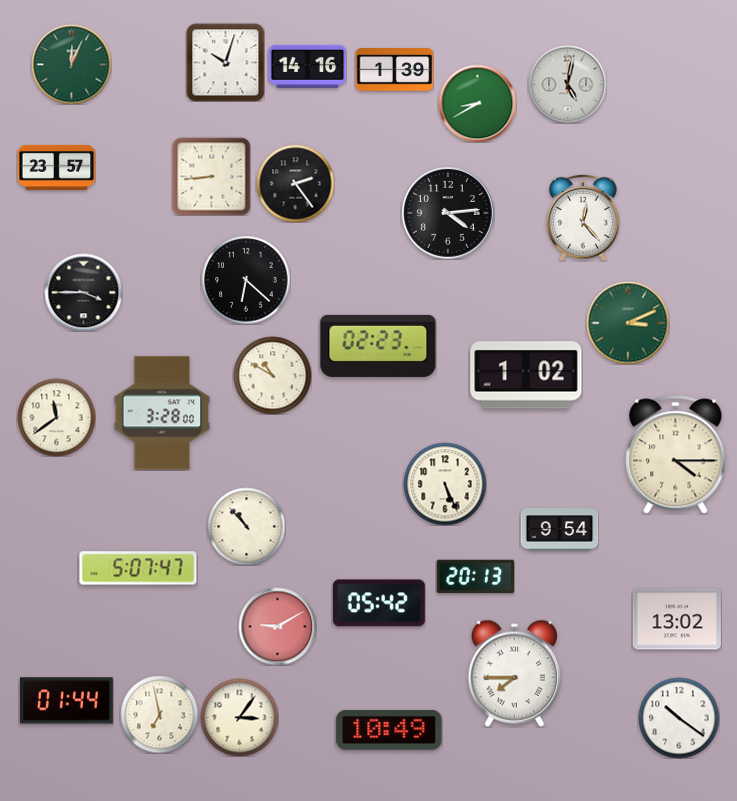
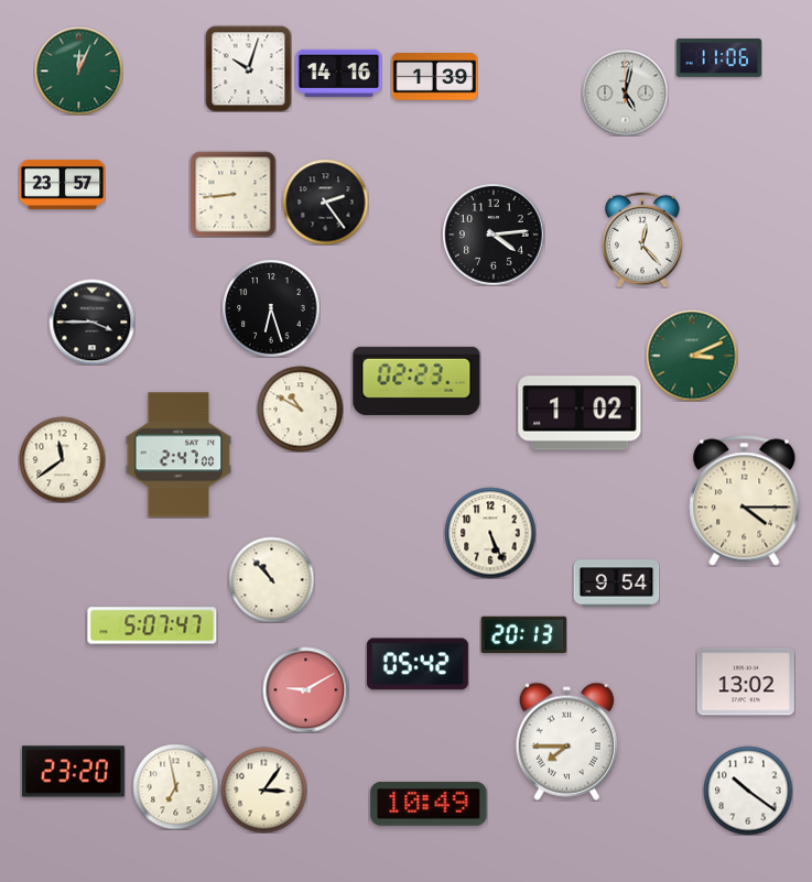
clock at (718, 57): none -> 11:06
clock at (477, 103): 8:40 -> none
clock at (246, 280): 6:22 -> 6:27
clock at (272, 375) position: (272, 375) -> (300, 409)
clock at (162, 413): 3:28 -> 2:47
clock at (66, 701): 01:44 -> 23:20
